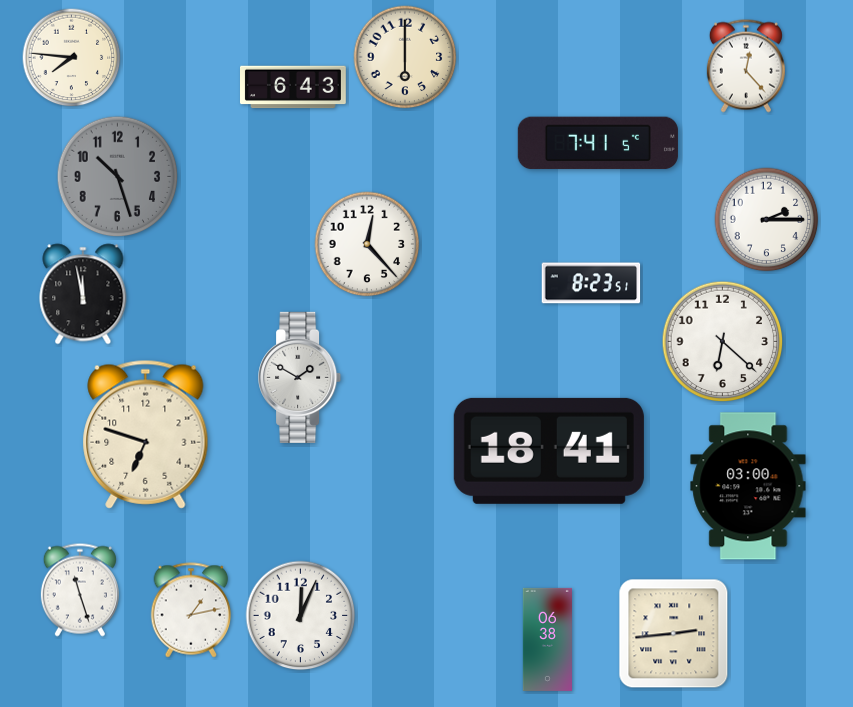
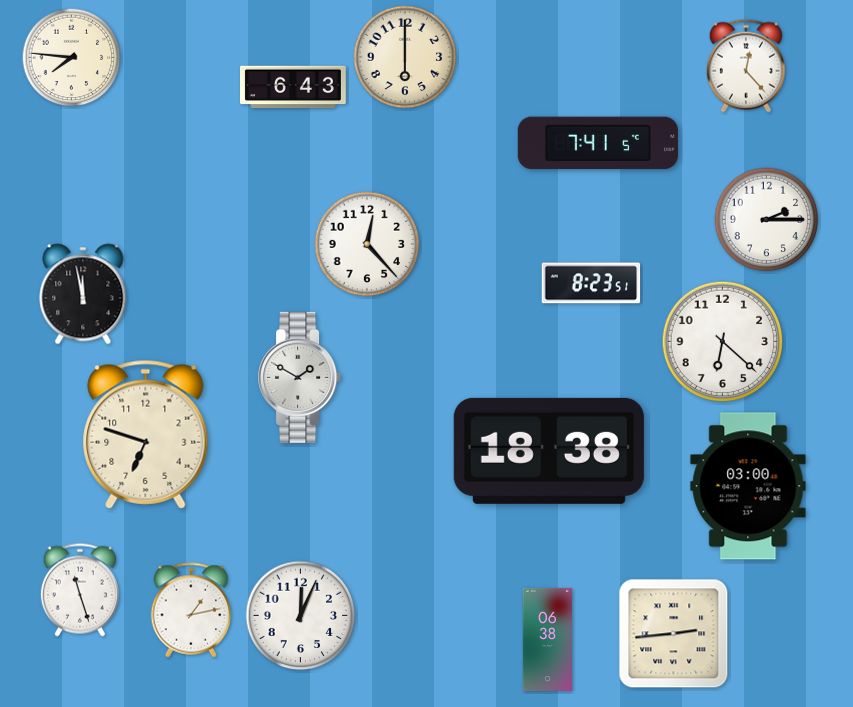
clock at (118, 177): 10:27 -> none
clock at (549, 451): 18:41 -> 18:38
